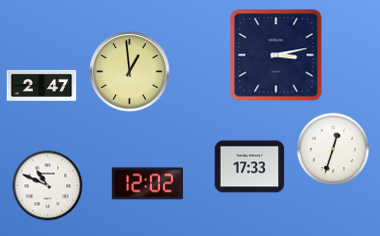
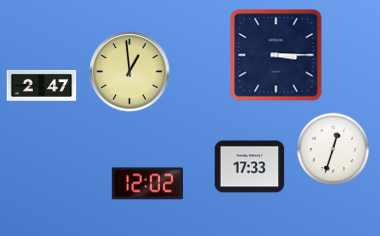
clock at (276, 55): 3:13 -> 3:15
clock at (48, 186): 10:49 -> none
